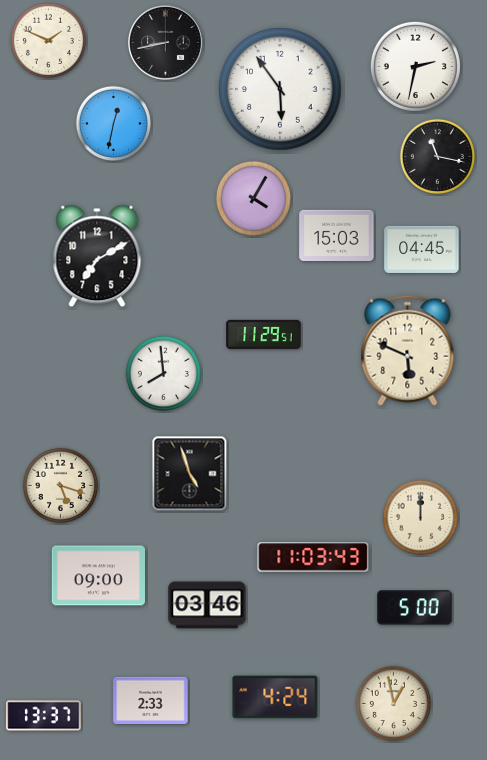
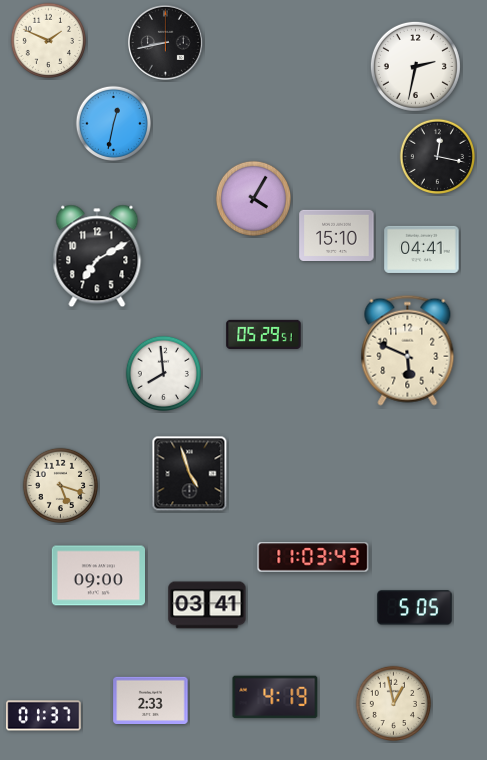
clock at (280, 89): 5:54 -> none
clock at (437, 156): 11:17 -> 12:17
clock at (337, 235): 15:03 -> 15:10
clock at (422, 249): 04:45 -> 04:41
clock at (264, 334): 11:29 -> 05:29
clock at (420, 517): 12:00 -> none
clock at (207, 605): 03:46 -> 03:41
clock at (415, 608): 5:00 -> 5:05
clock at (275, 697): 4:24 -> 4:19
clock at (44, 716): 13:37 -> 01:37
